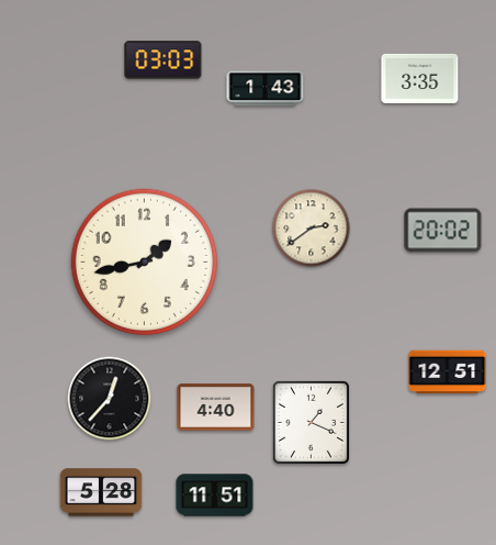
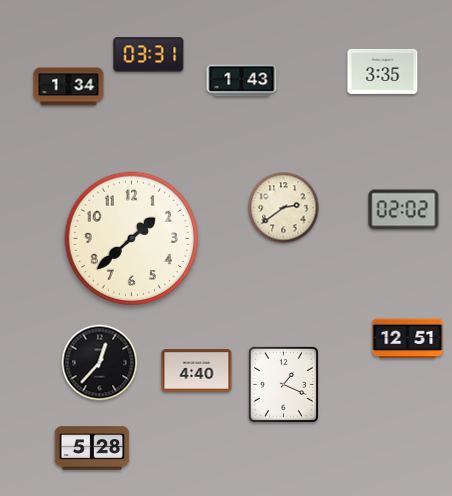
clock at (164, 60): 03:03 -> 03:31
clock at (69, 87): none -> 1:34
clock at (443, 231): 20:02 -> 02:02
clock at (144, 262): 1:43 -> 1:38
clock at (215, 496): 11:51 -> none
